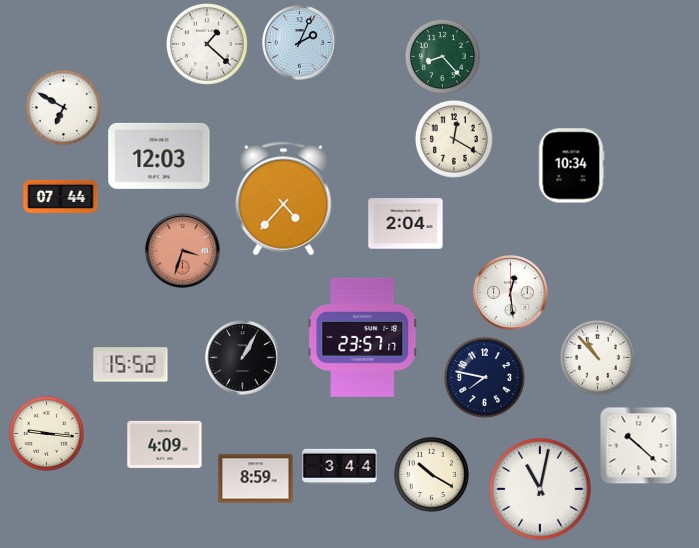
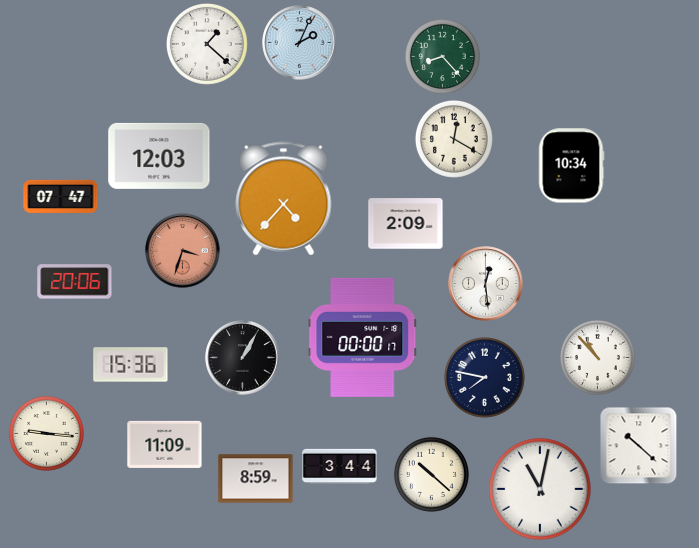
clock at (63, 107): 6:50 -> none
clock at (61, 196): 07:44 -> 07:47
clock at (406, 224): 2:04 -> 2:09
clock at (75, 282): none -> 20:06
clock at (511, 293) position: (511, 293) -> (486, 284)
clock at (363, 337): 23:57 -> 00:00
clock at (131, 365): 15:52 -> 15:36
clock at (165, 444): 4:09 -> 11:09
clock at (431, 474): 10:20 -> 10:22
